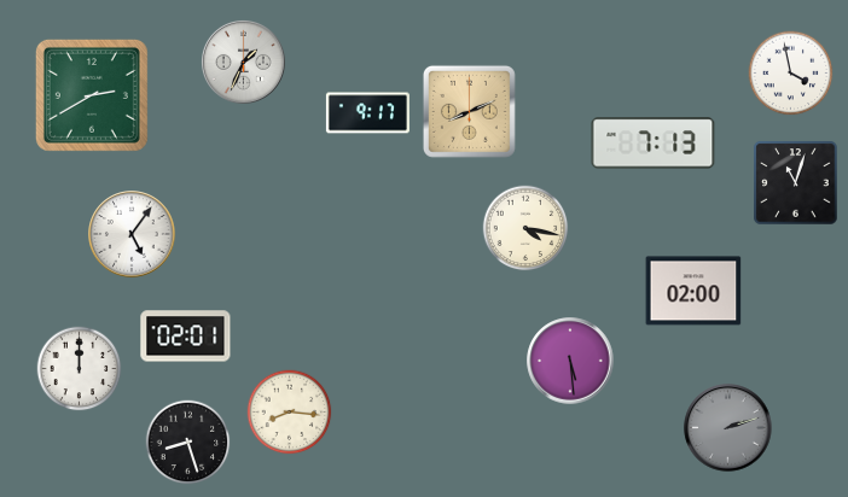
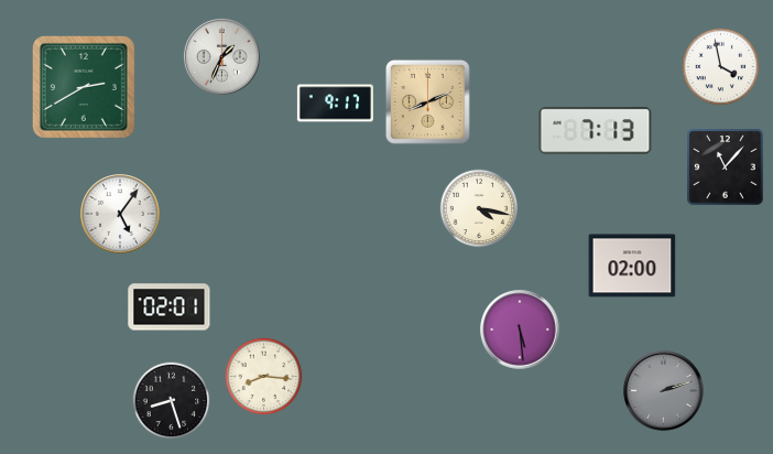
clock at (796, 183): 11:03 -> 11:07
clock at (80, 369): 12:00 -> none
clock at (188, 443) position: (188, 443) -> (172, 401)
